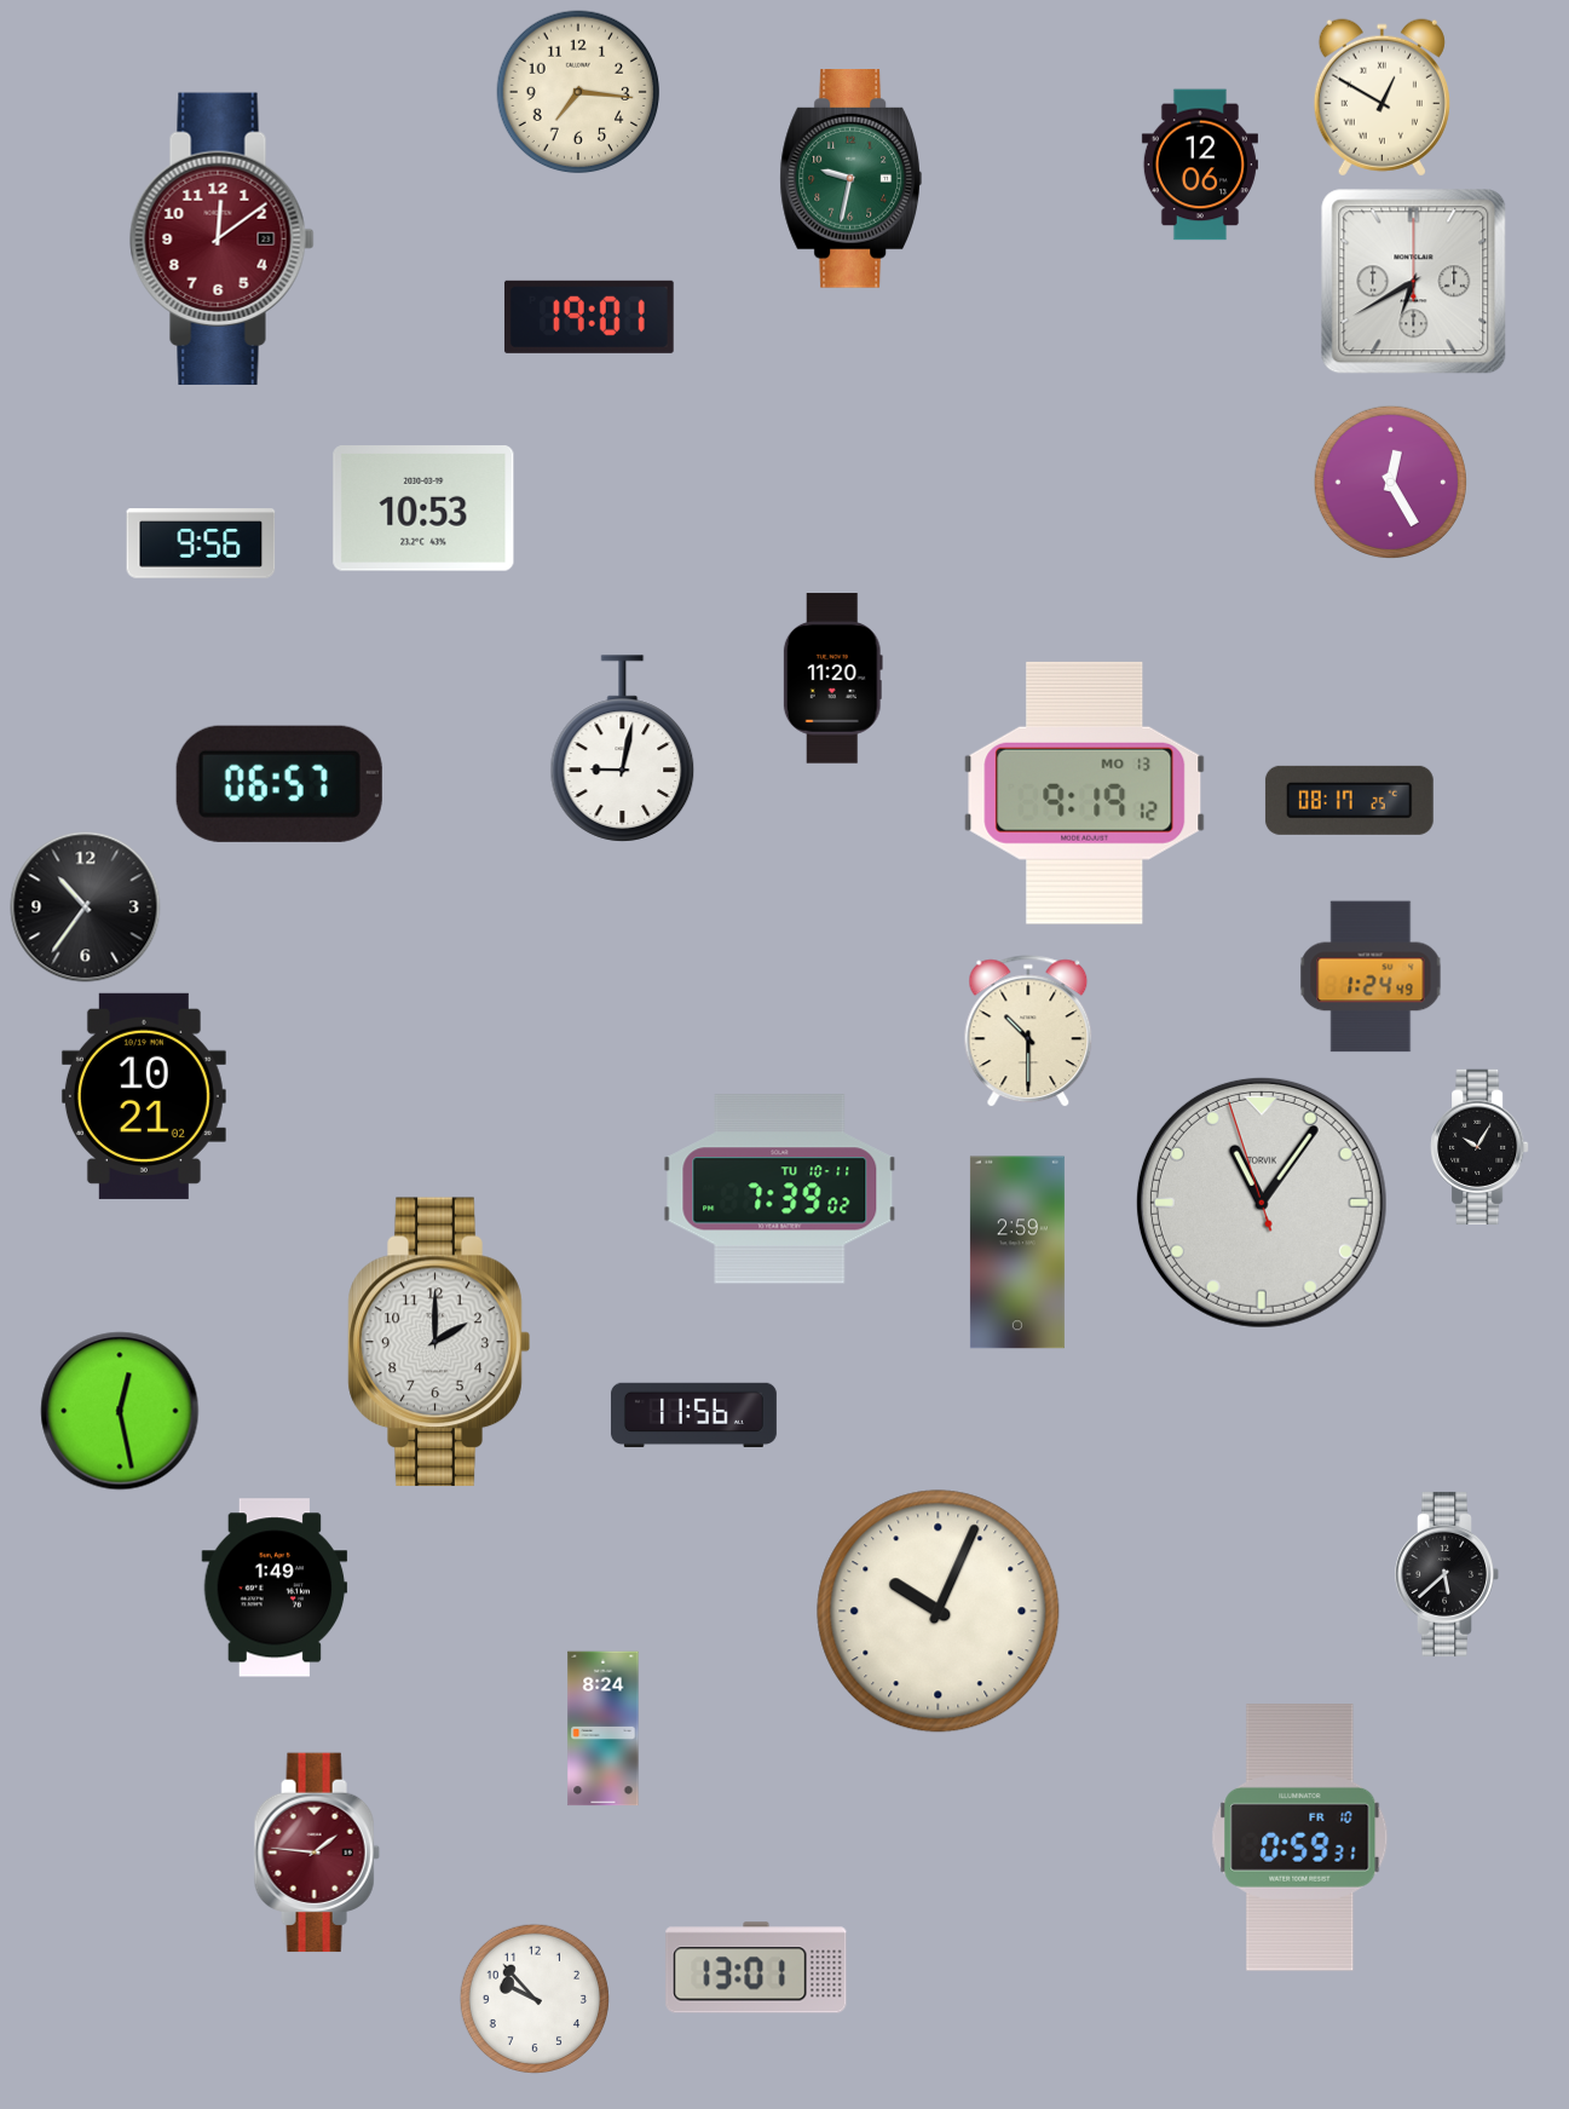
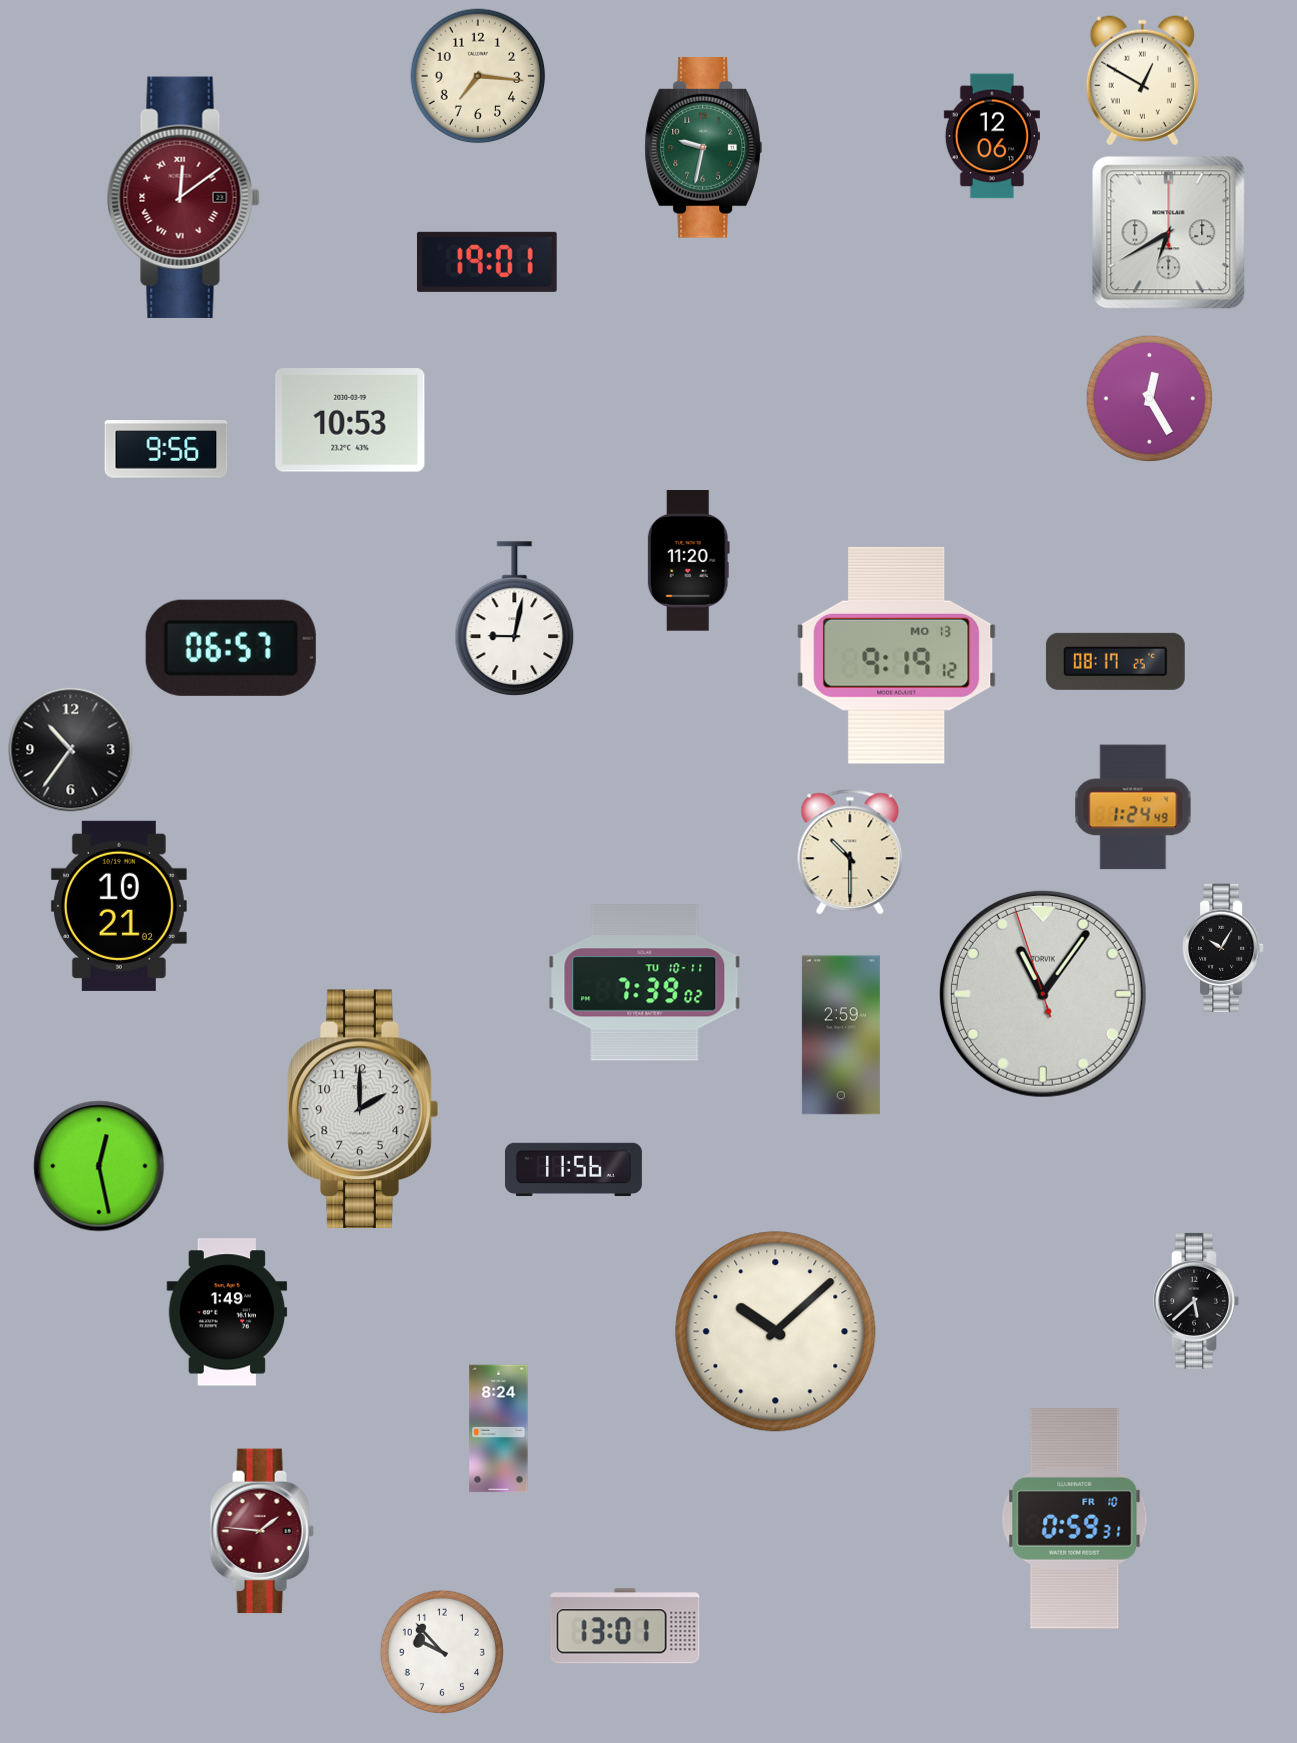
clock at (223, 238) numerals: Arabic -> Roman
clock at (939, 1612): 10:04 -> 10:08
